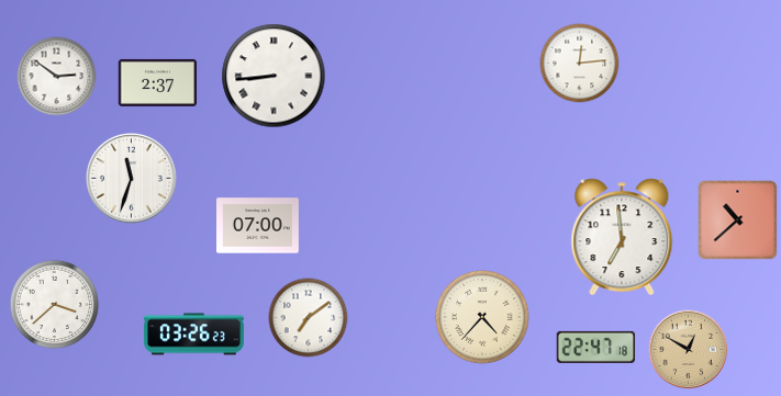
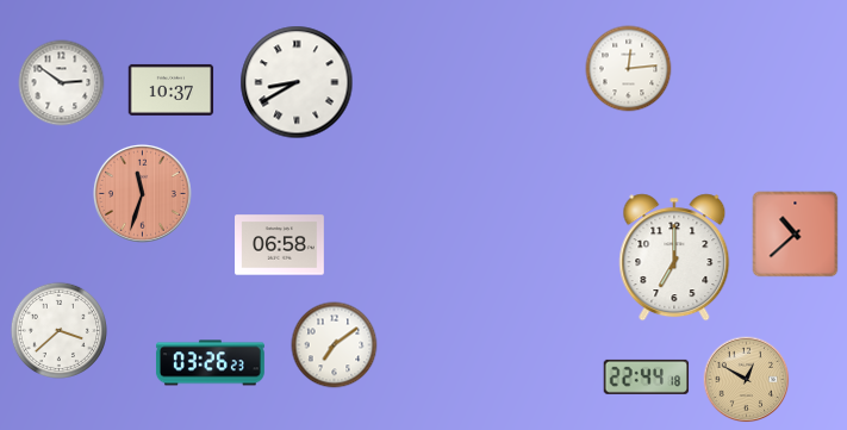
clock at (274, 76): 8:44 -> 8:40
clock at (158, 82): 2:37 -> 10:37
clock at (131, 178) dial: white -> salmon
clock at (738, 220) position: (738, 220) -> (796, 235)
clock at (258, 226): 07:00 -> 06:58
clock at (622, 237): 6:59 -> 7:00
clock at (482, 317): 4:37 -> none
clock at (596, 347): 22:47 -> 22:44
